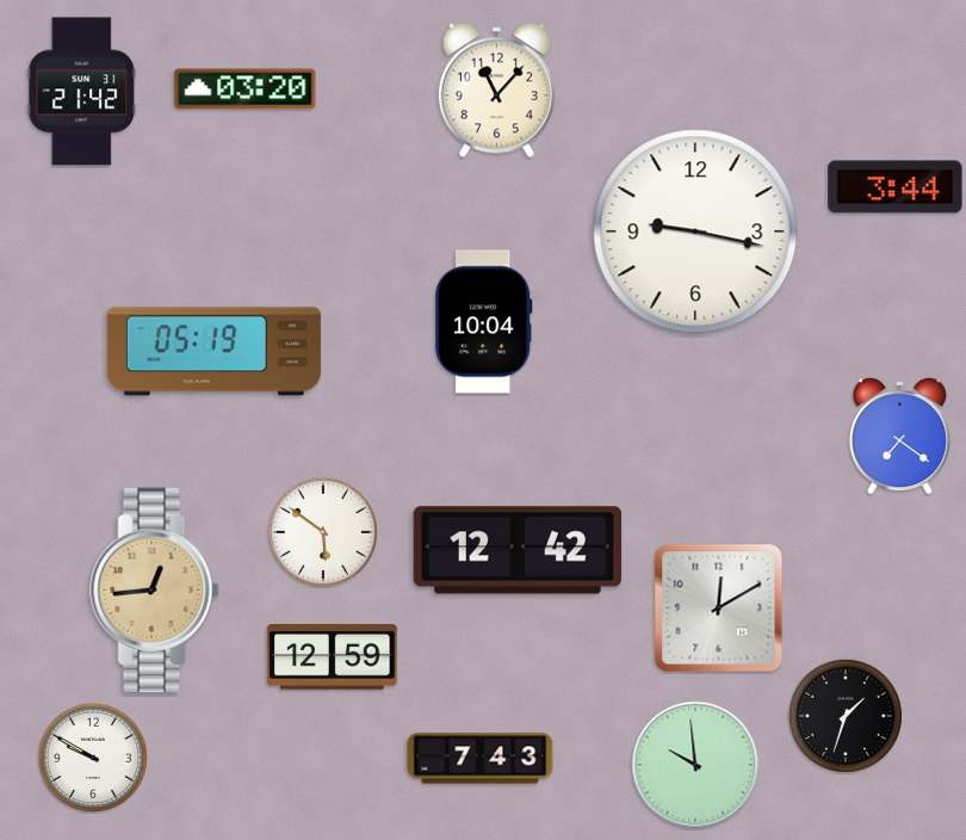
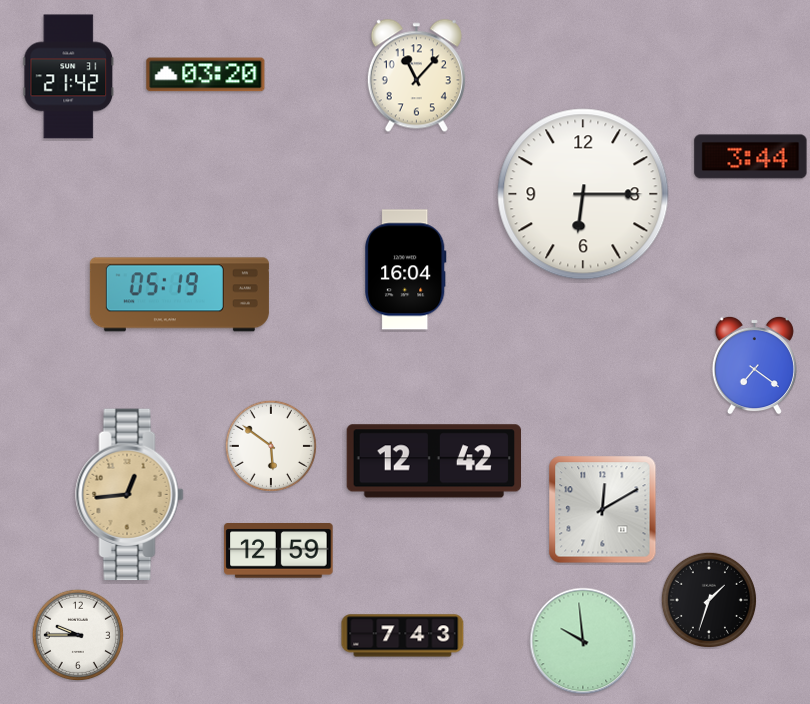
clock at (695, 231): 9:17 -> 6:15
clock at (484, 322): 10:04 -> 16:04
clock at (93, 758): 9:50 -> 9:45
